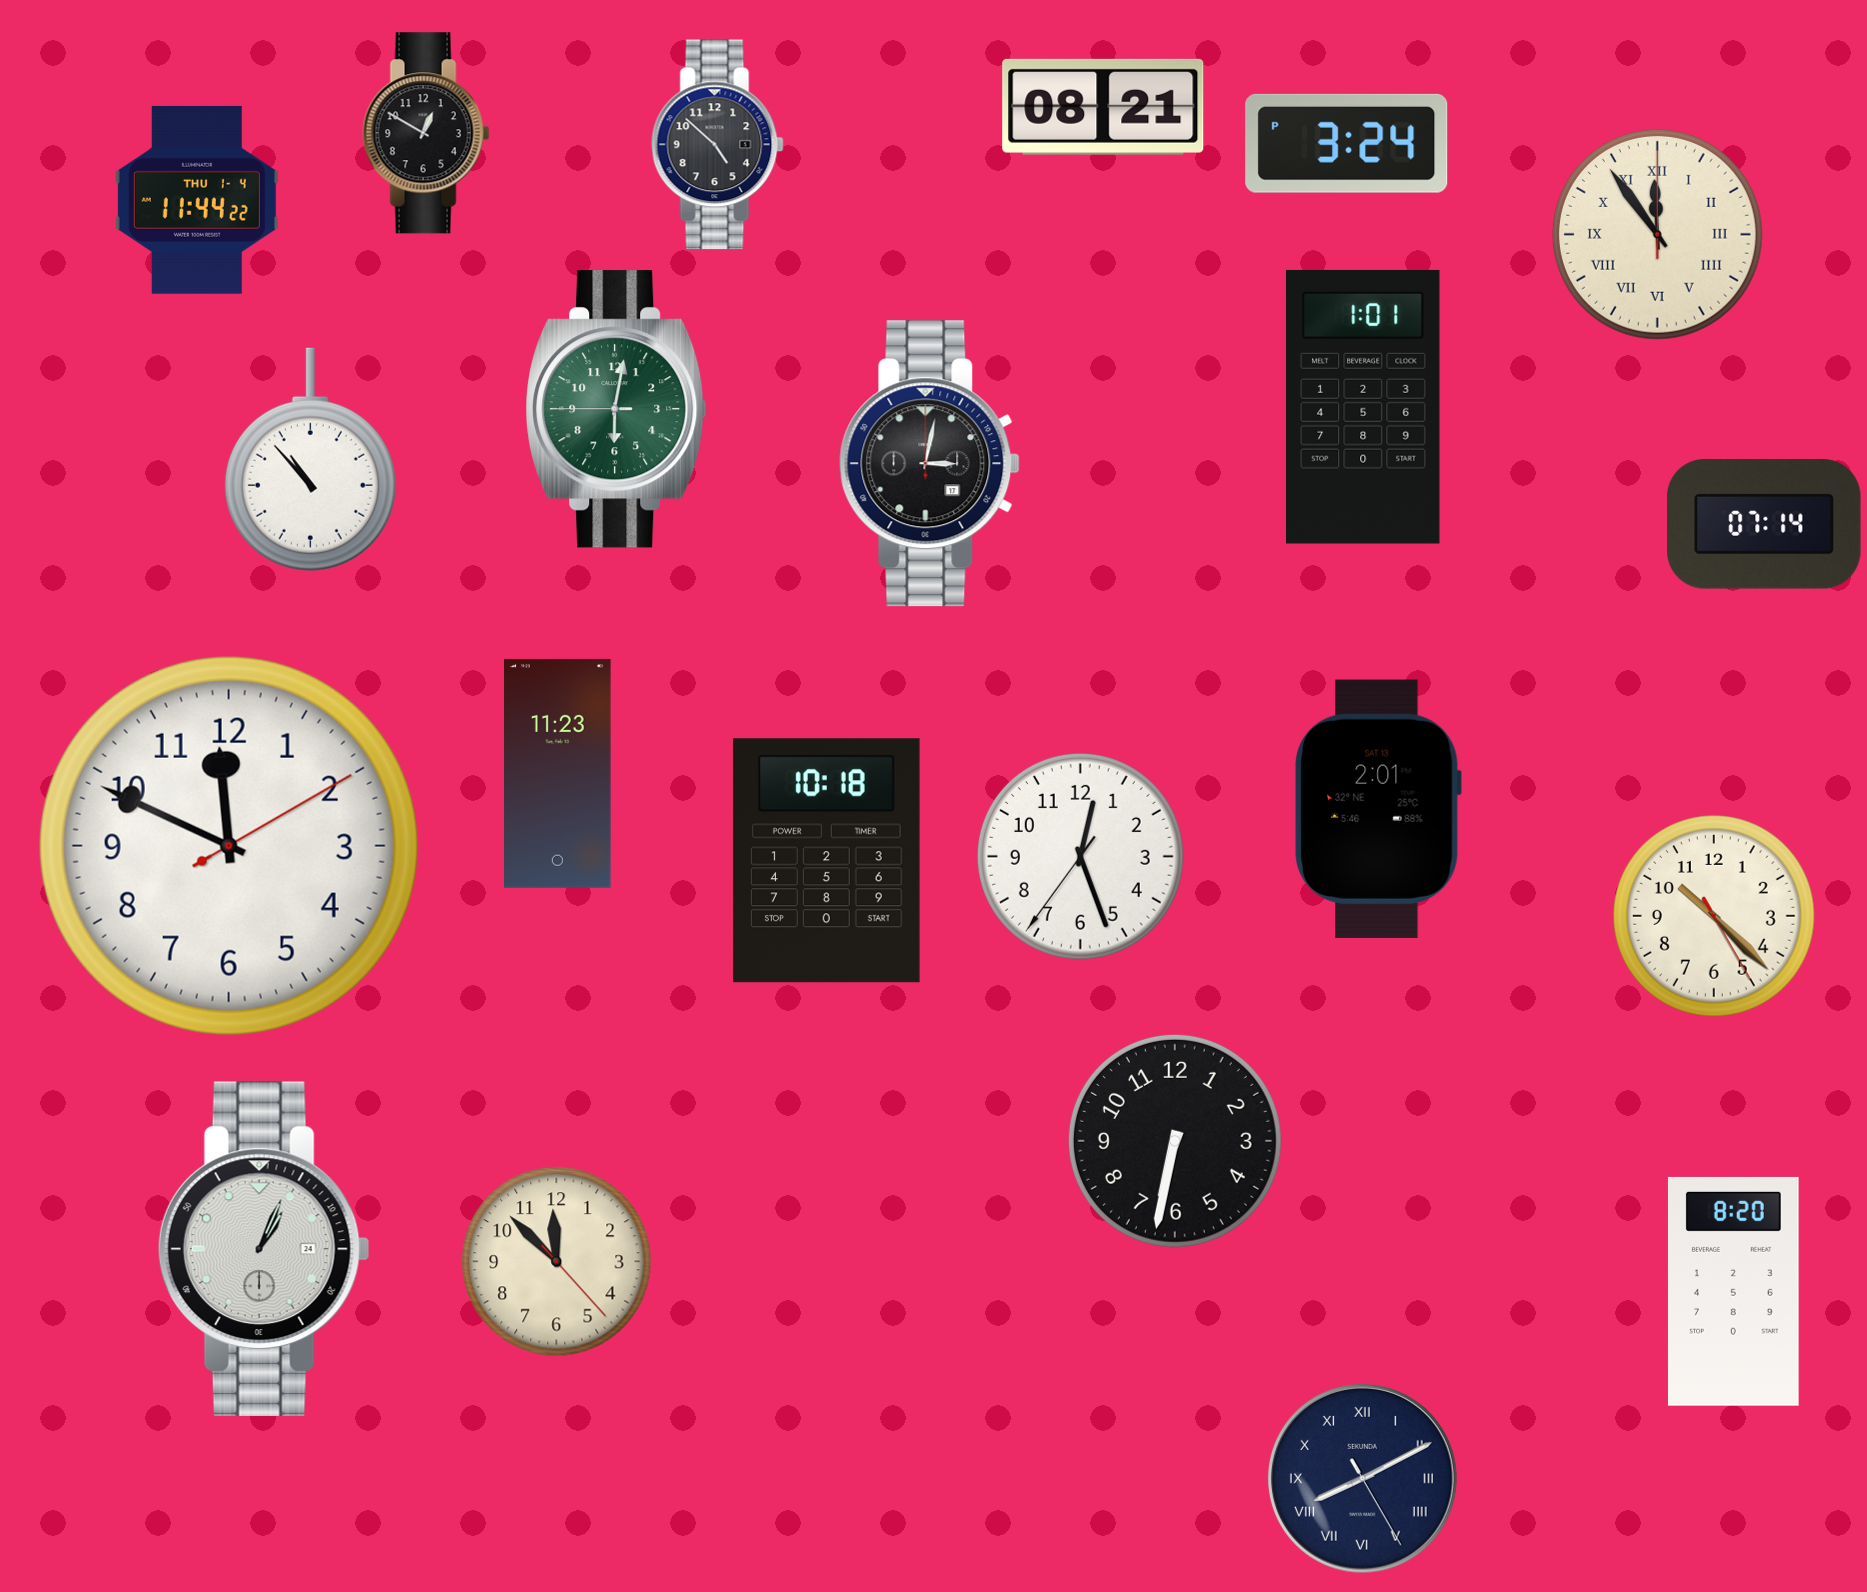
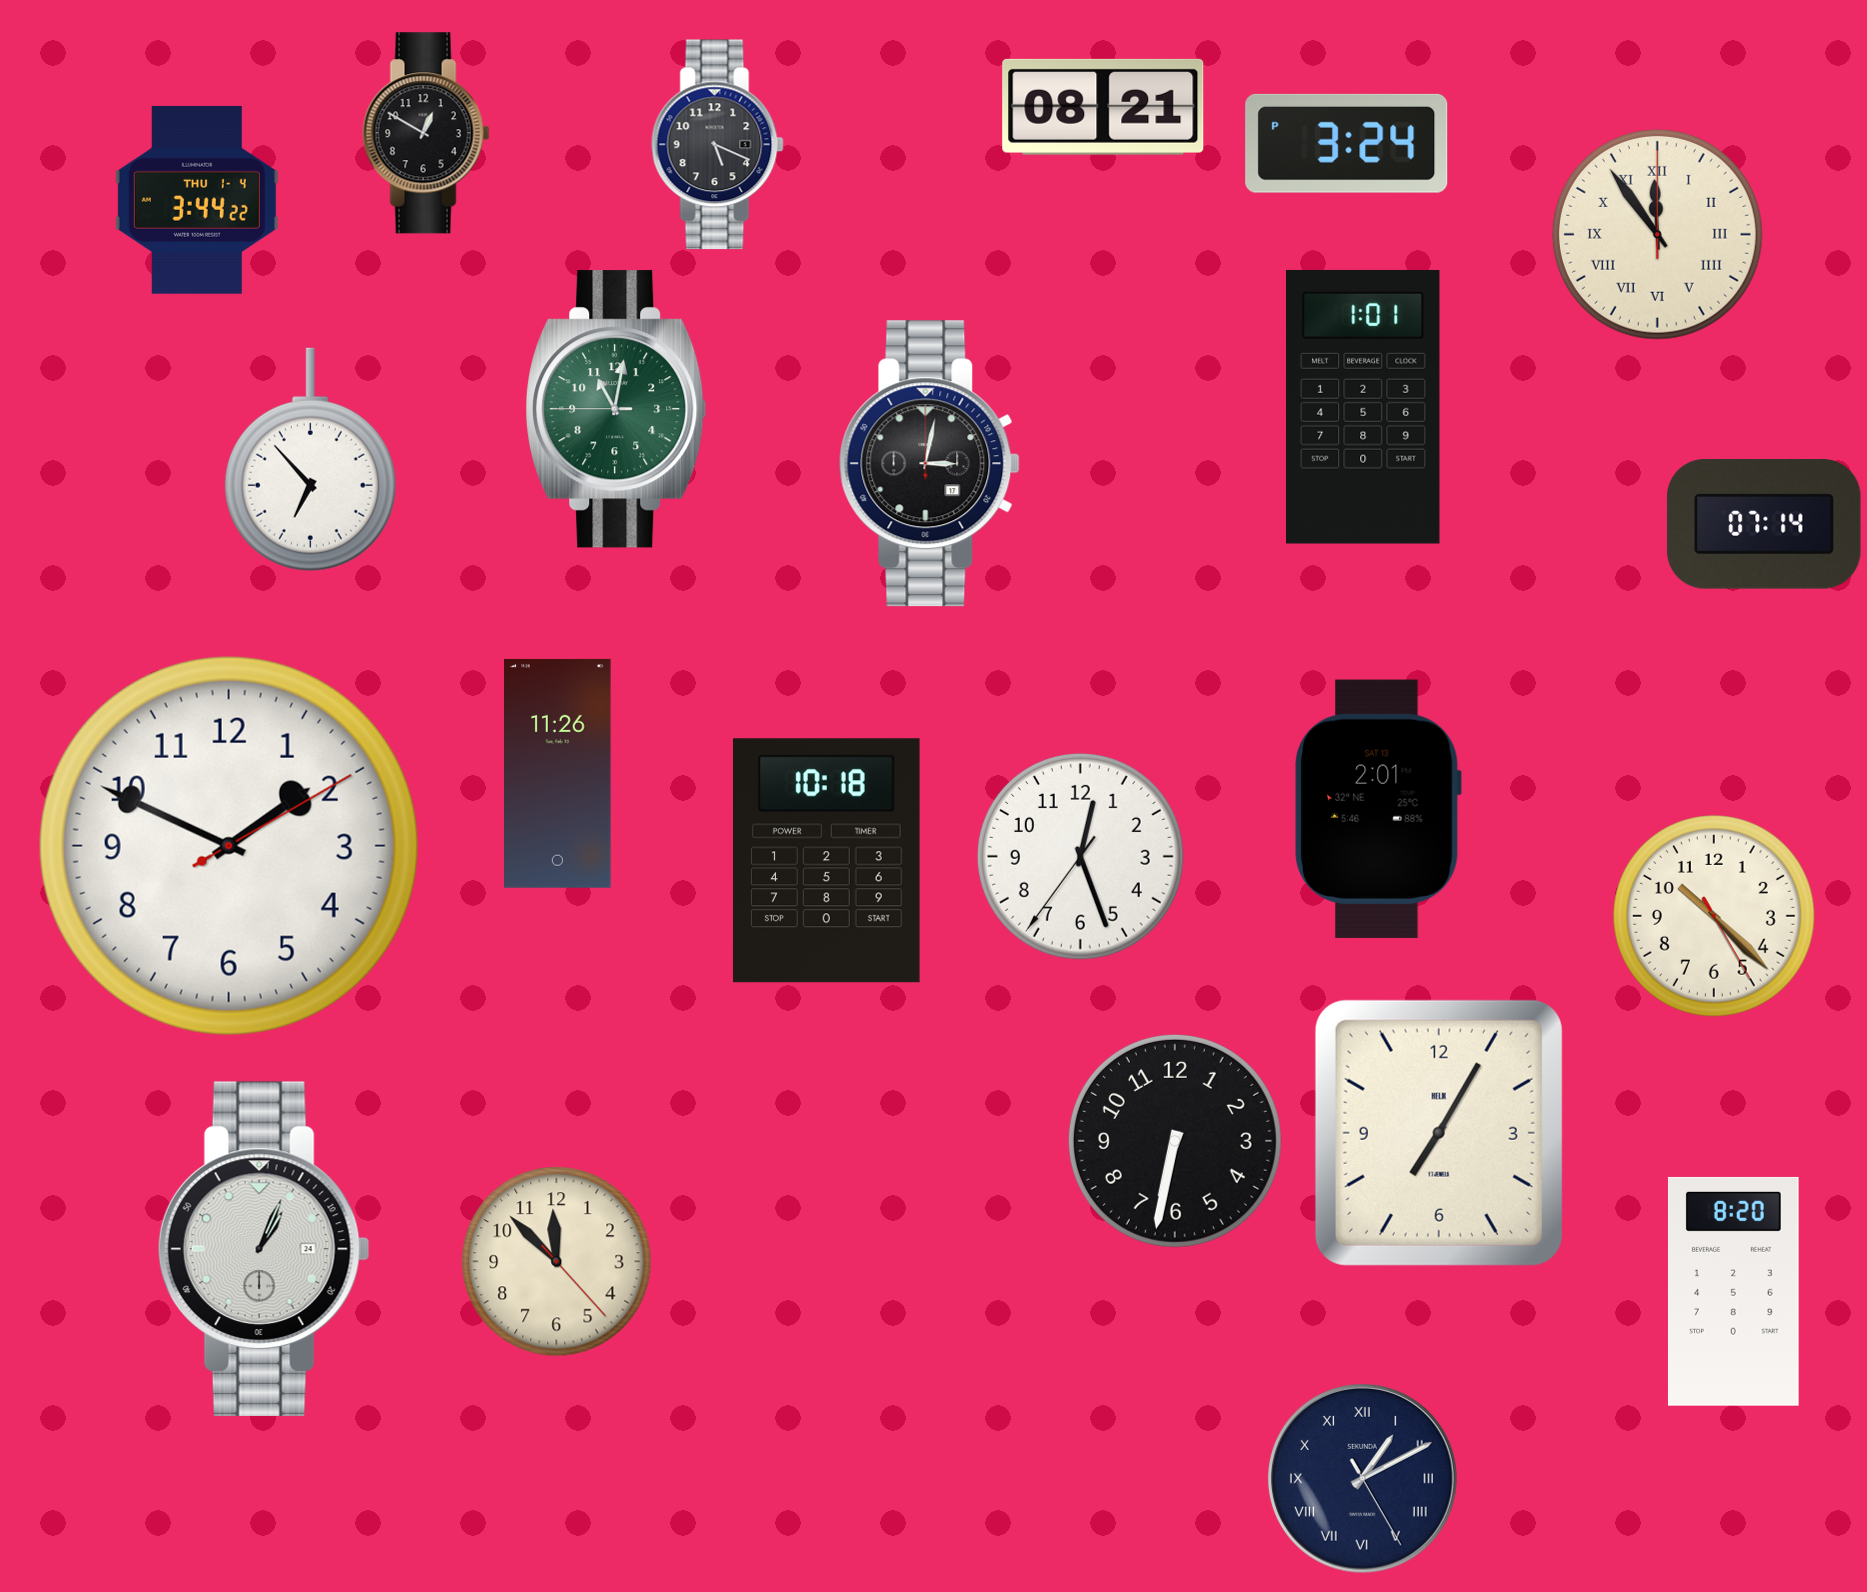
clock at (717, 145): 4:52 -> 5:19
clock at (197, 200): 11:44 -> 3:44
clock at (616, 409): 6:01 -> 11:01
clock at (310, 460): 10:53 -> 6:53
clock at (558, 773): 11:23 -> 11:26
clock at (229, 846): 11:49 -> 1:49
clock at (1439, 1133): none -> 7:05
clock at (1362, 1478): 8:10 -> 1:10
